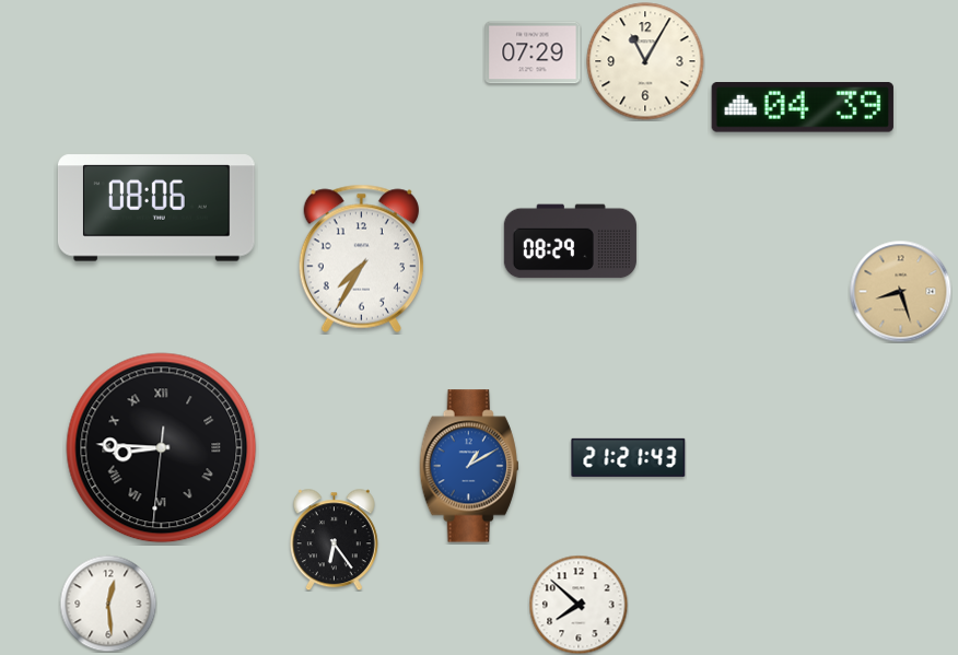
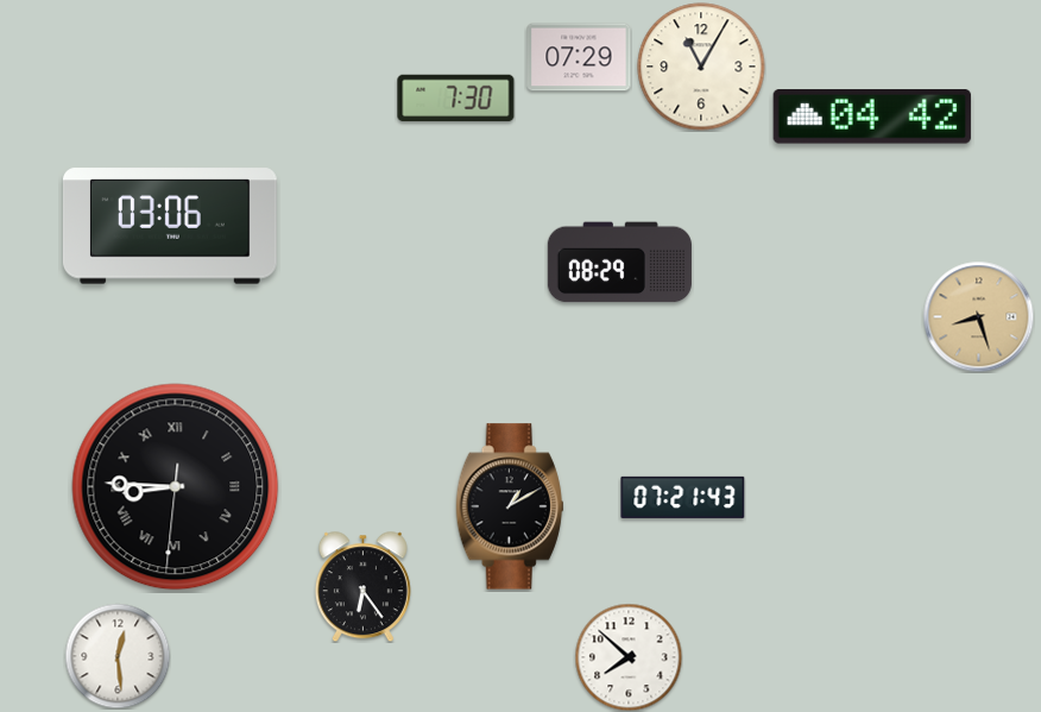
clock at (456, 99): none -> 7:30
clock at (803, 108): 04:39 -> 04:42
clock at (156, 208): 08:06 -> 03:06
clock at (361, 258): 7:35 -> none
clock at (629, 457): 21:21 -> 07:21
clock at (469, 466) dial: blue -> black
